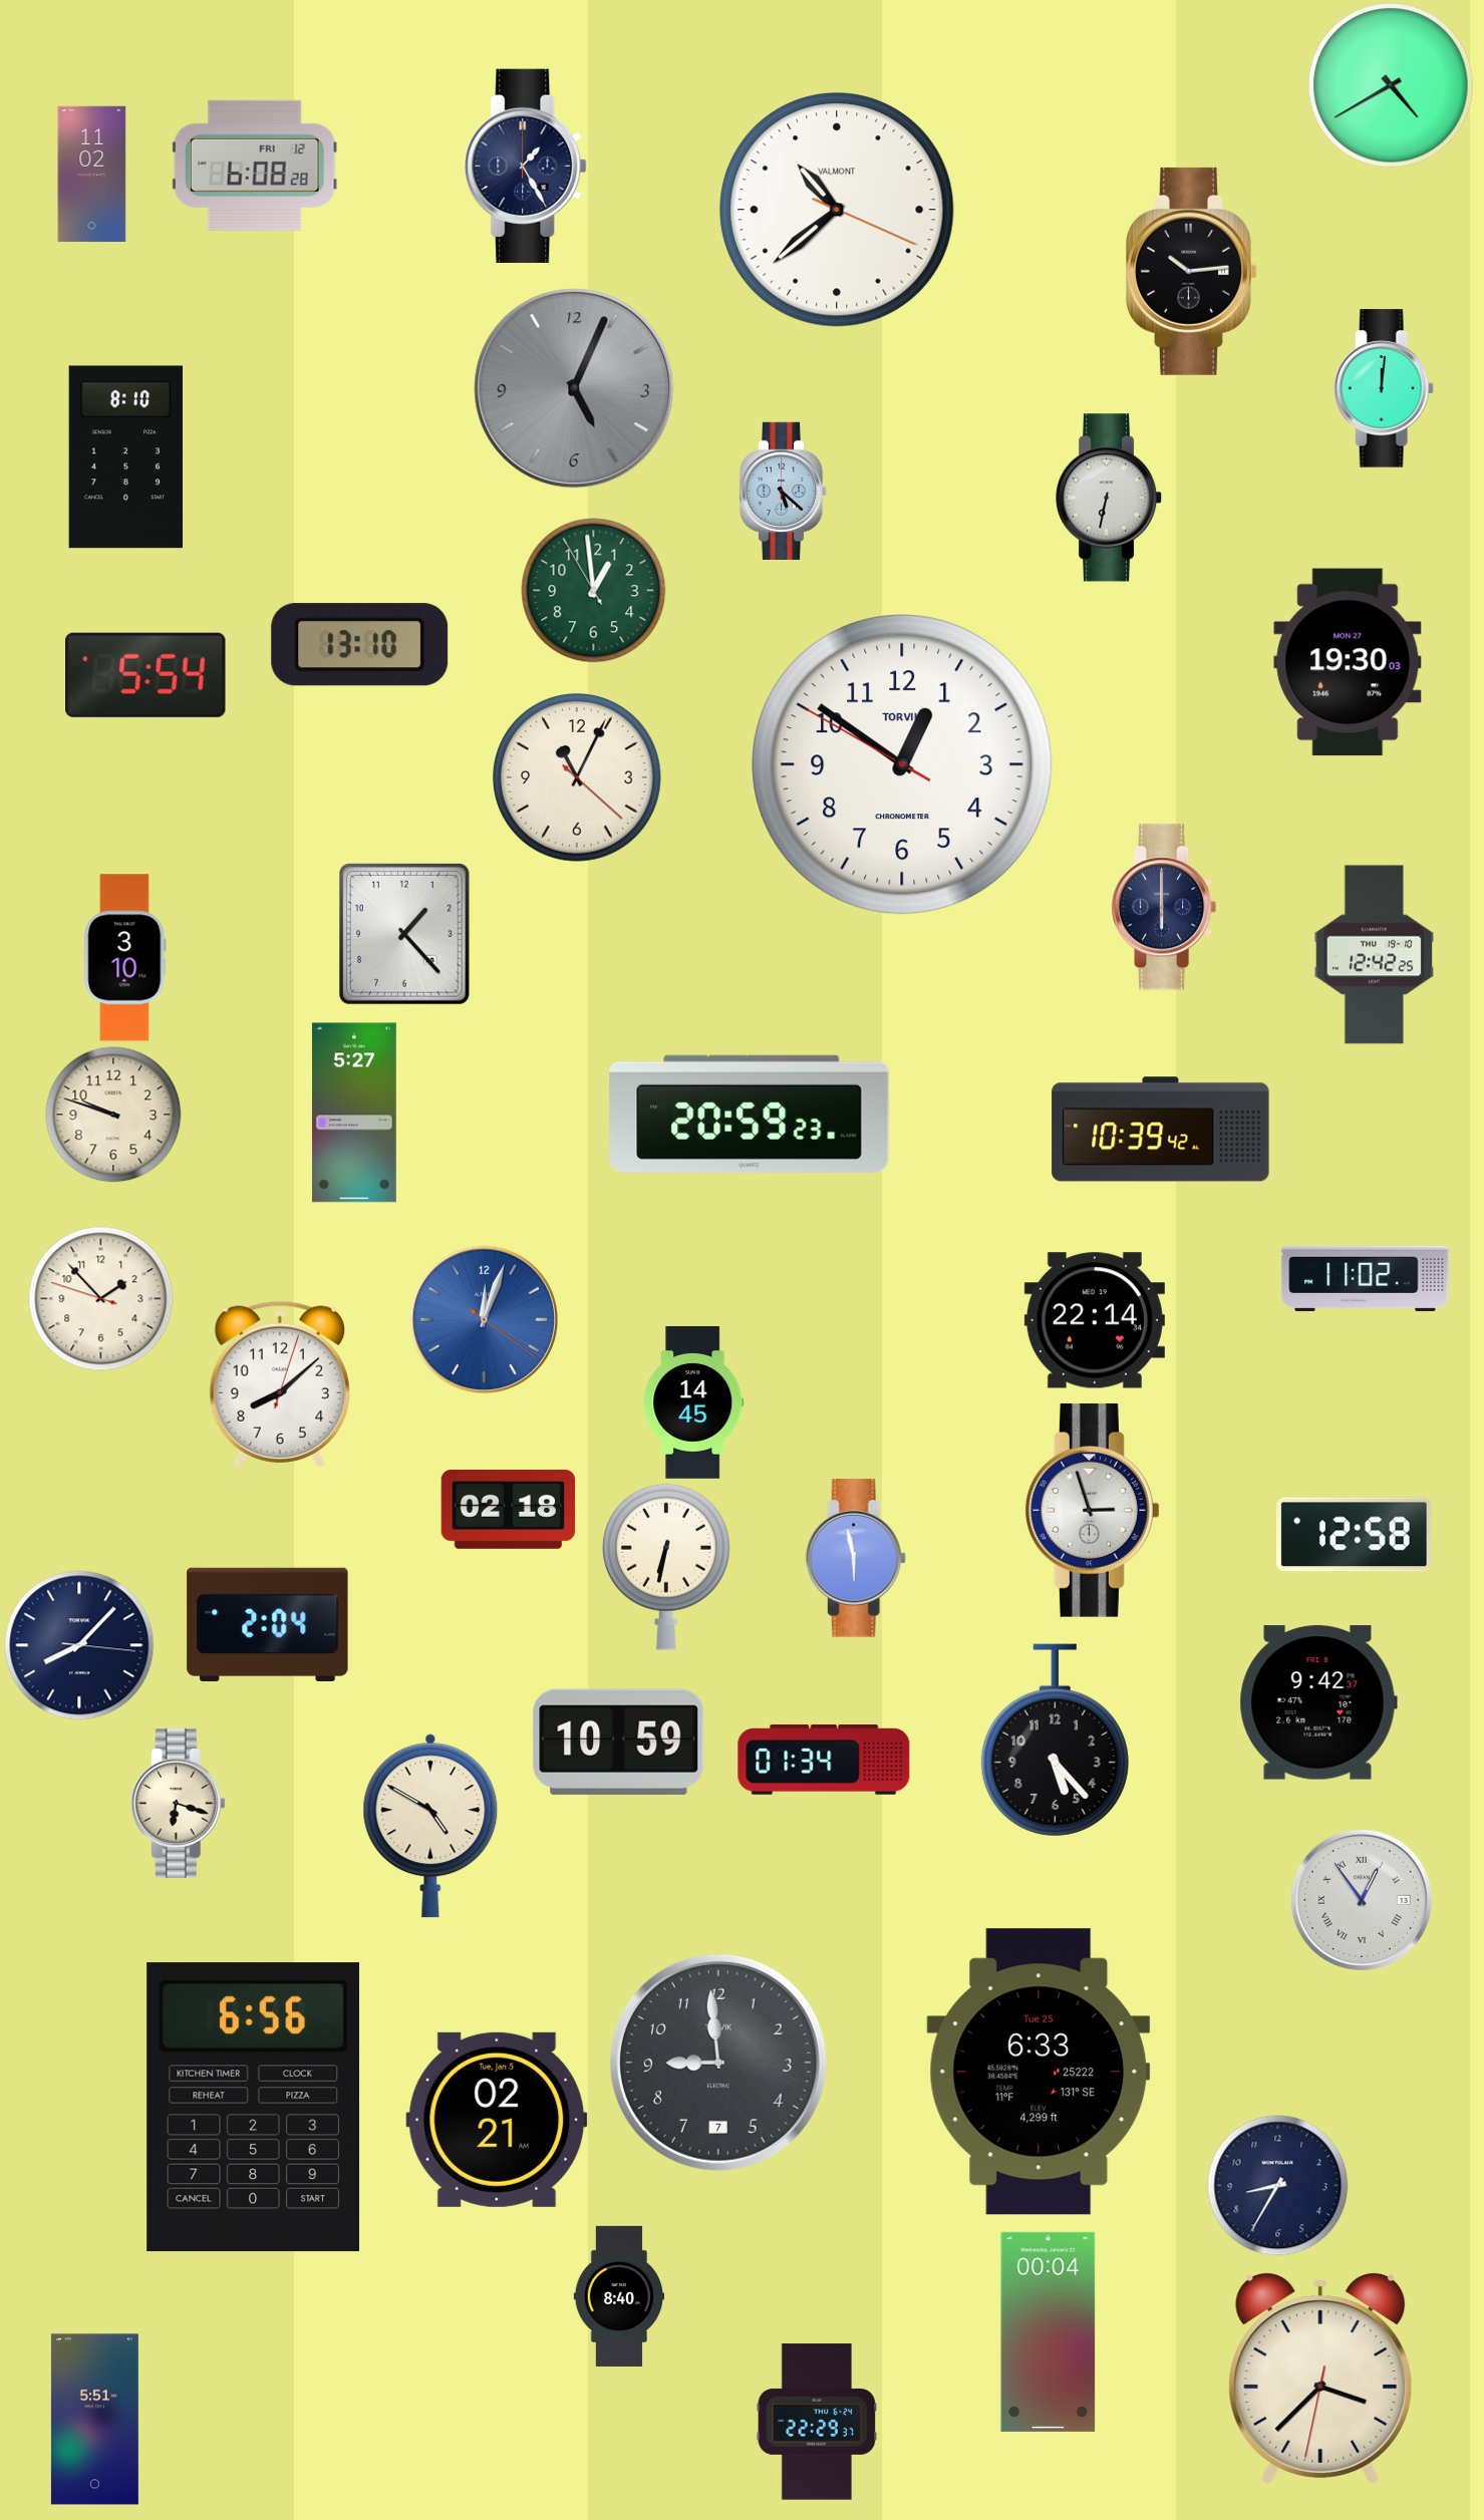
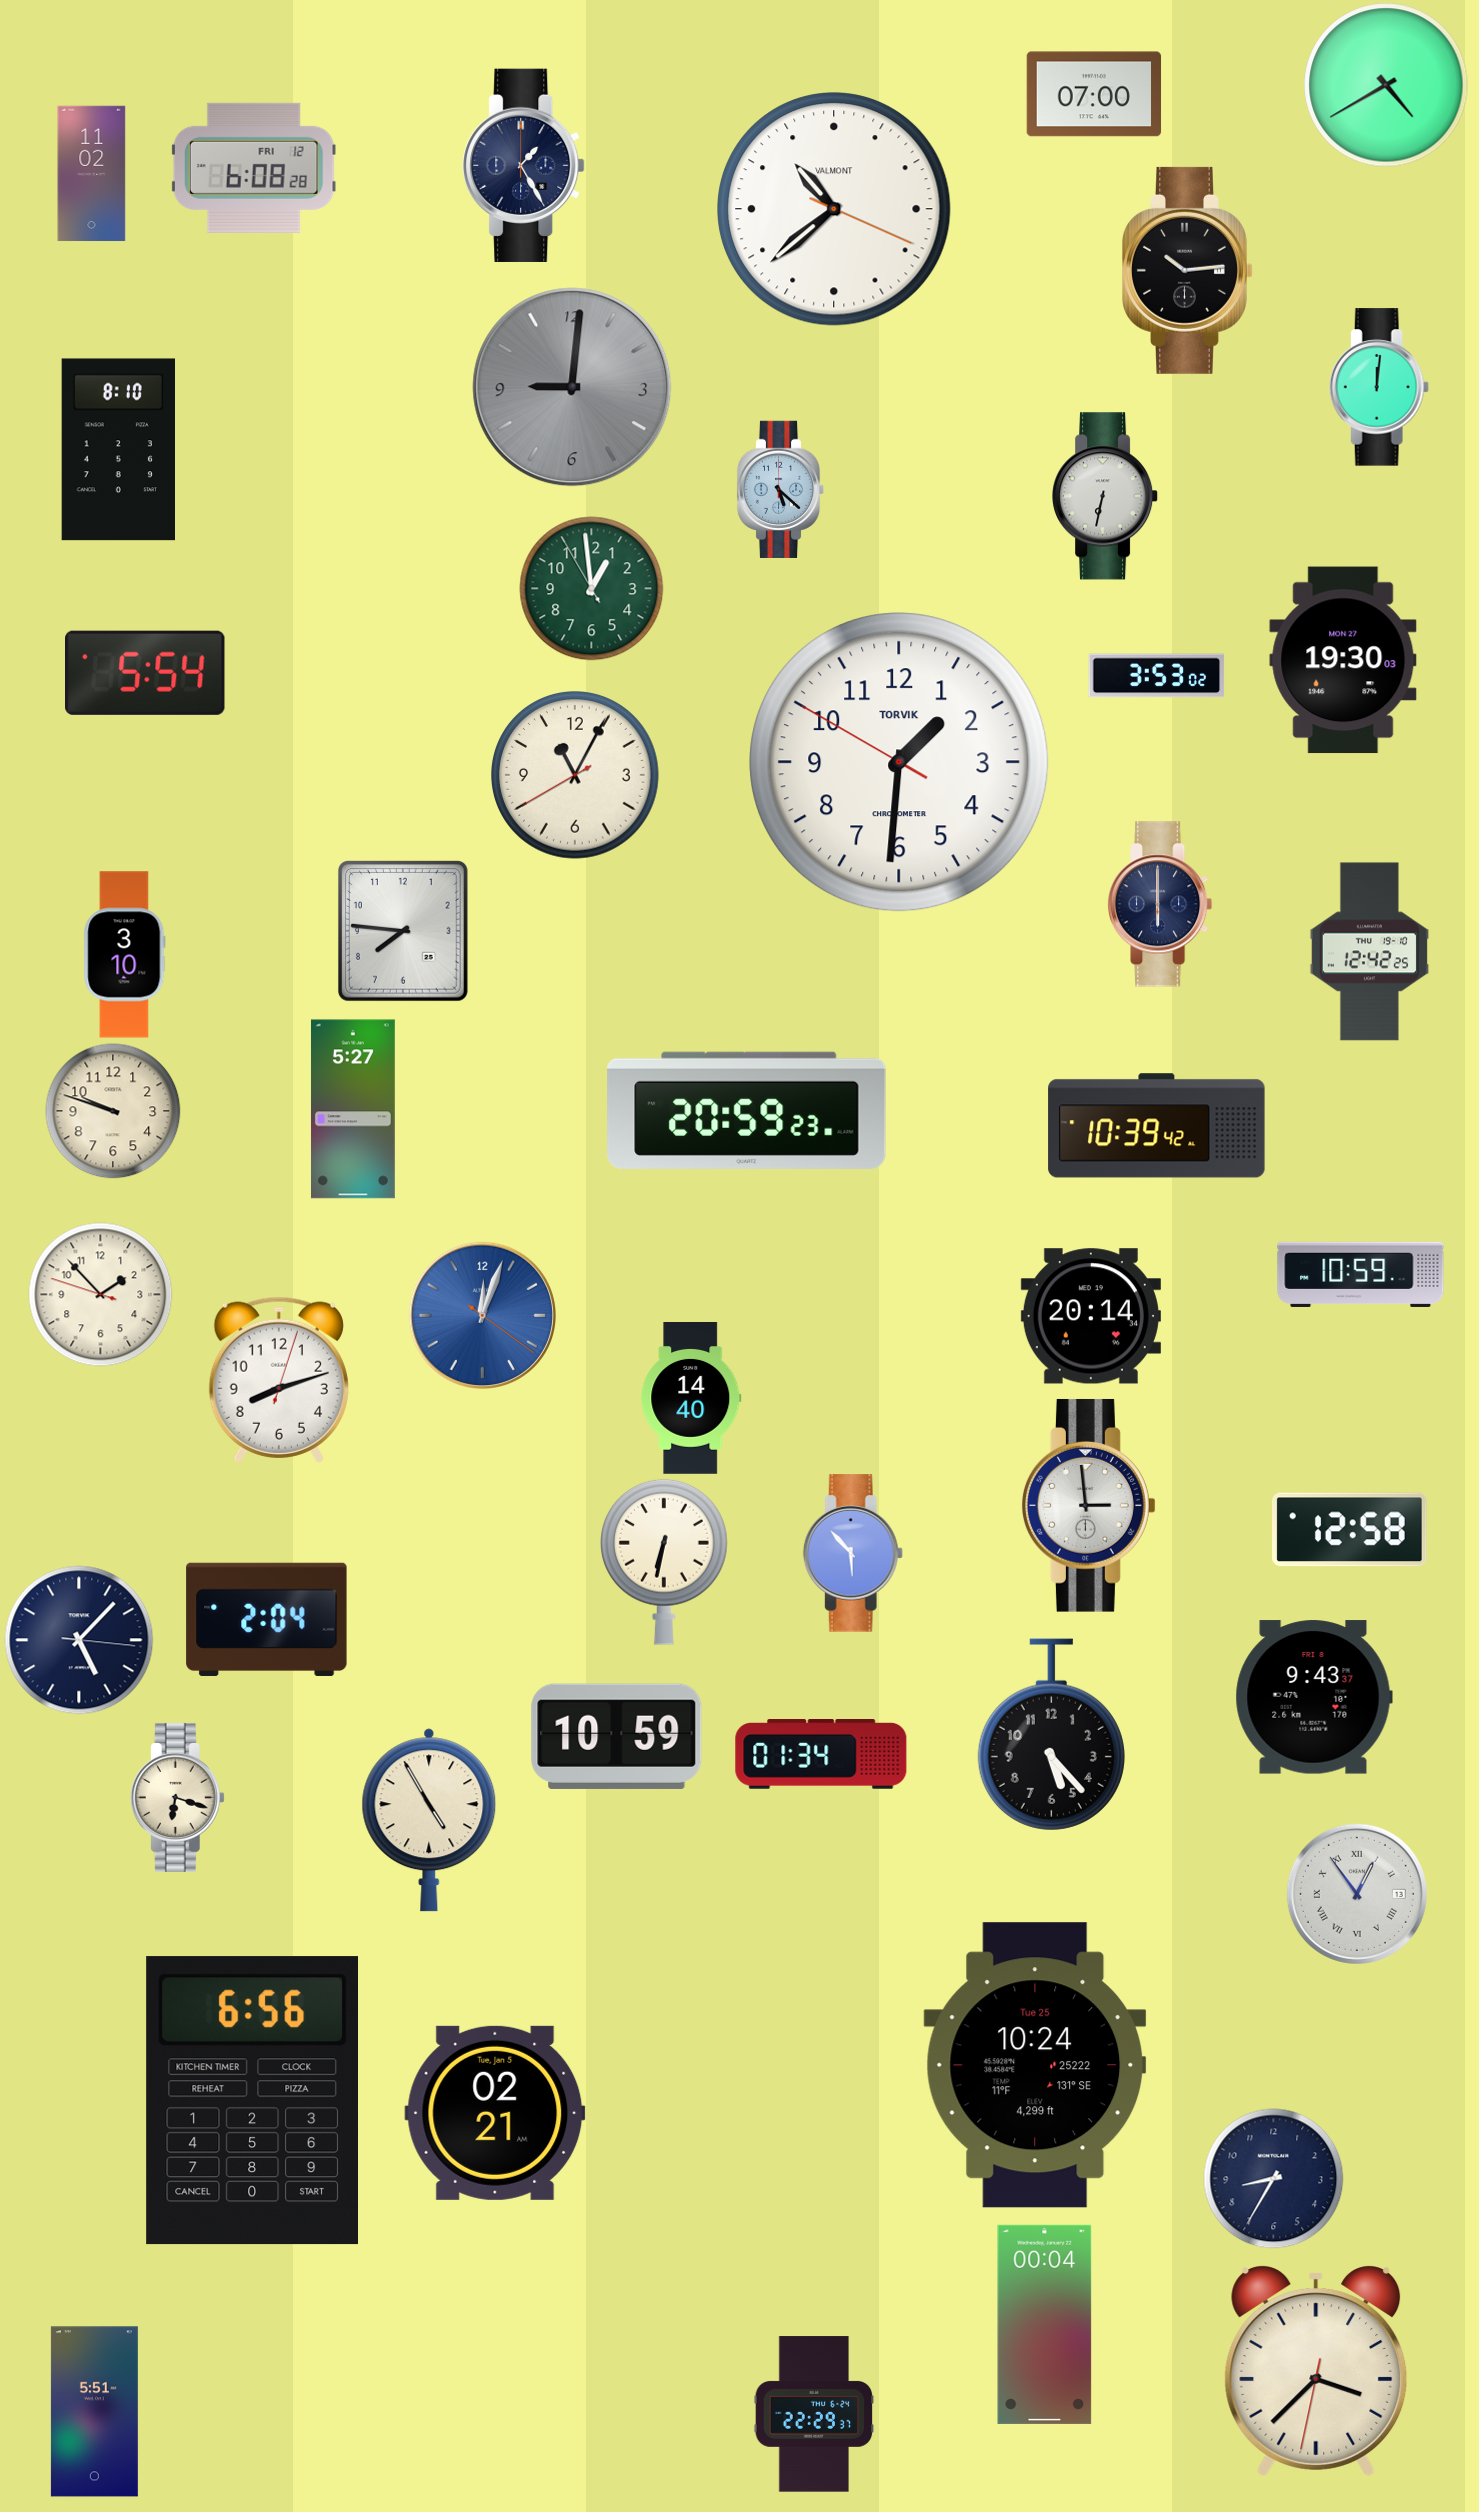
clock at (1094, 94): none -> 07:00
clock at (255, 166) position: (255, 166) -> (254, 168)
clock at (574, 388): 5:04 -> 9:01
clock at (125, 457) position: (125, 457) -> (118, 450)
clock at (360, 645): 13:10 -> none
clock at (1157, 676): none -> 3:53
clock at (902, 764): 12:50 -> 1:30
clock at (578, 778): 11:04:22 -> 11:04:40
clock at (404, 935): 1:23 -> 7:46
clock at (1366, 1278): 11:02 -> 10:59
clock at (1095, 1320): 22:14 -> 20:14
clock at (280, 1384): 8:08 -> 8:12
clock at (693, 1403): 14:45 -> 14:40
clock at (509, 1509): 02:18 -> none
clock at (1093, 1511): 2:57 -> 2:59
clock at (856, 1558): 5:58 -> 5:53
clock at (79, 1645): 8:07 -> 5:07
clock at (1318, 1702): 9:42 -> 9:43
clock at (430, 1826): 4:50 -> 4:55
clock at (718, 2063): 8:59 -> none
clock at (1038, 2072): 6:33 -> 10:24
clock at (619, 2296): 8:40 -> none
